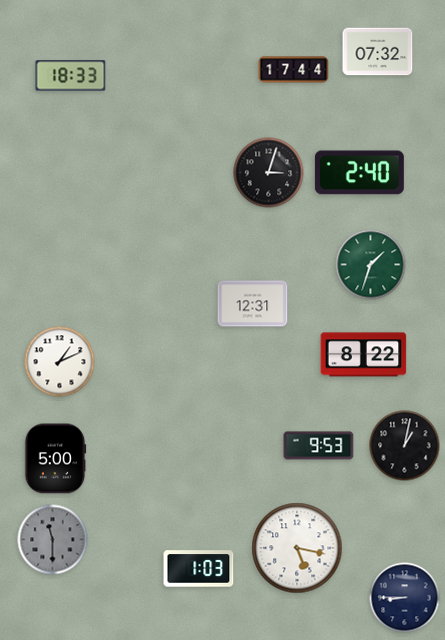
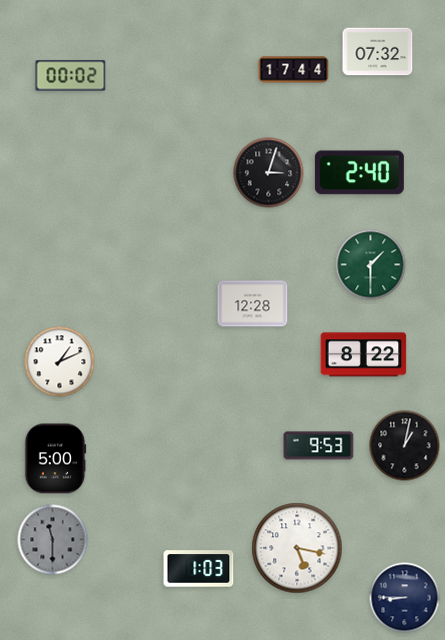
clock at (71, 76): 18:33 -> 00:02
clock at (371, 265): 1:33 -> 1:30
clock at (253, 304): 12:31 -> 12:28
